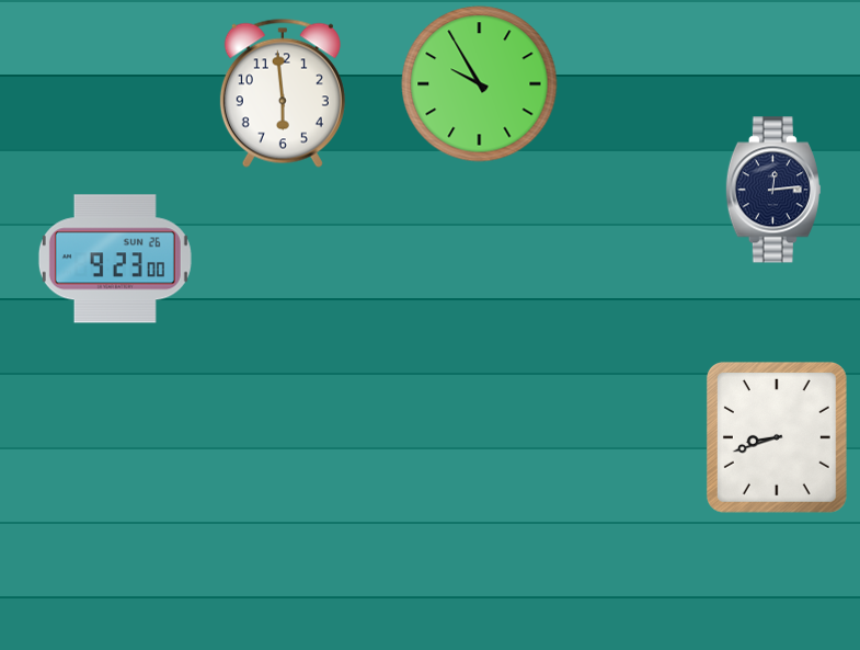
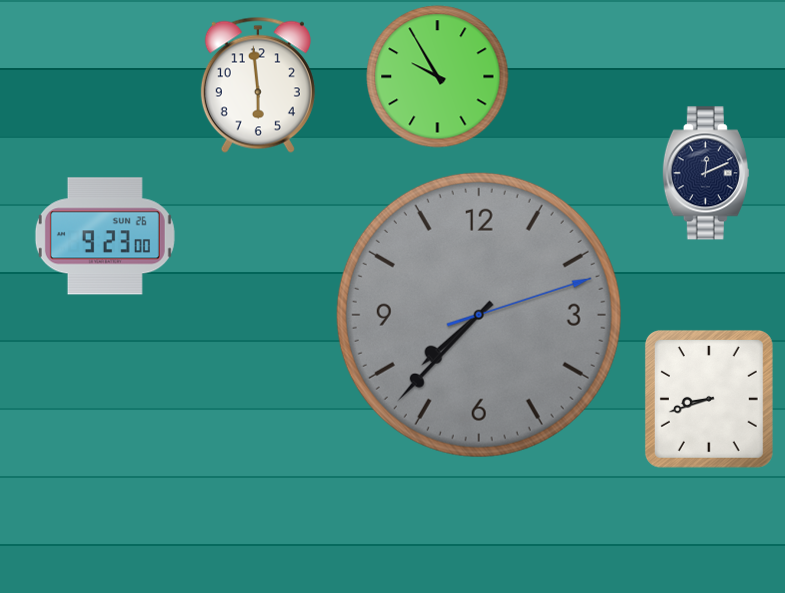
clock at (773, 190): 12:14 -> 12:11
clock at (479, 315): none -> 7:37
